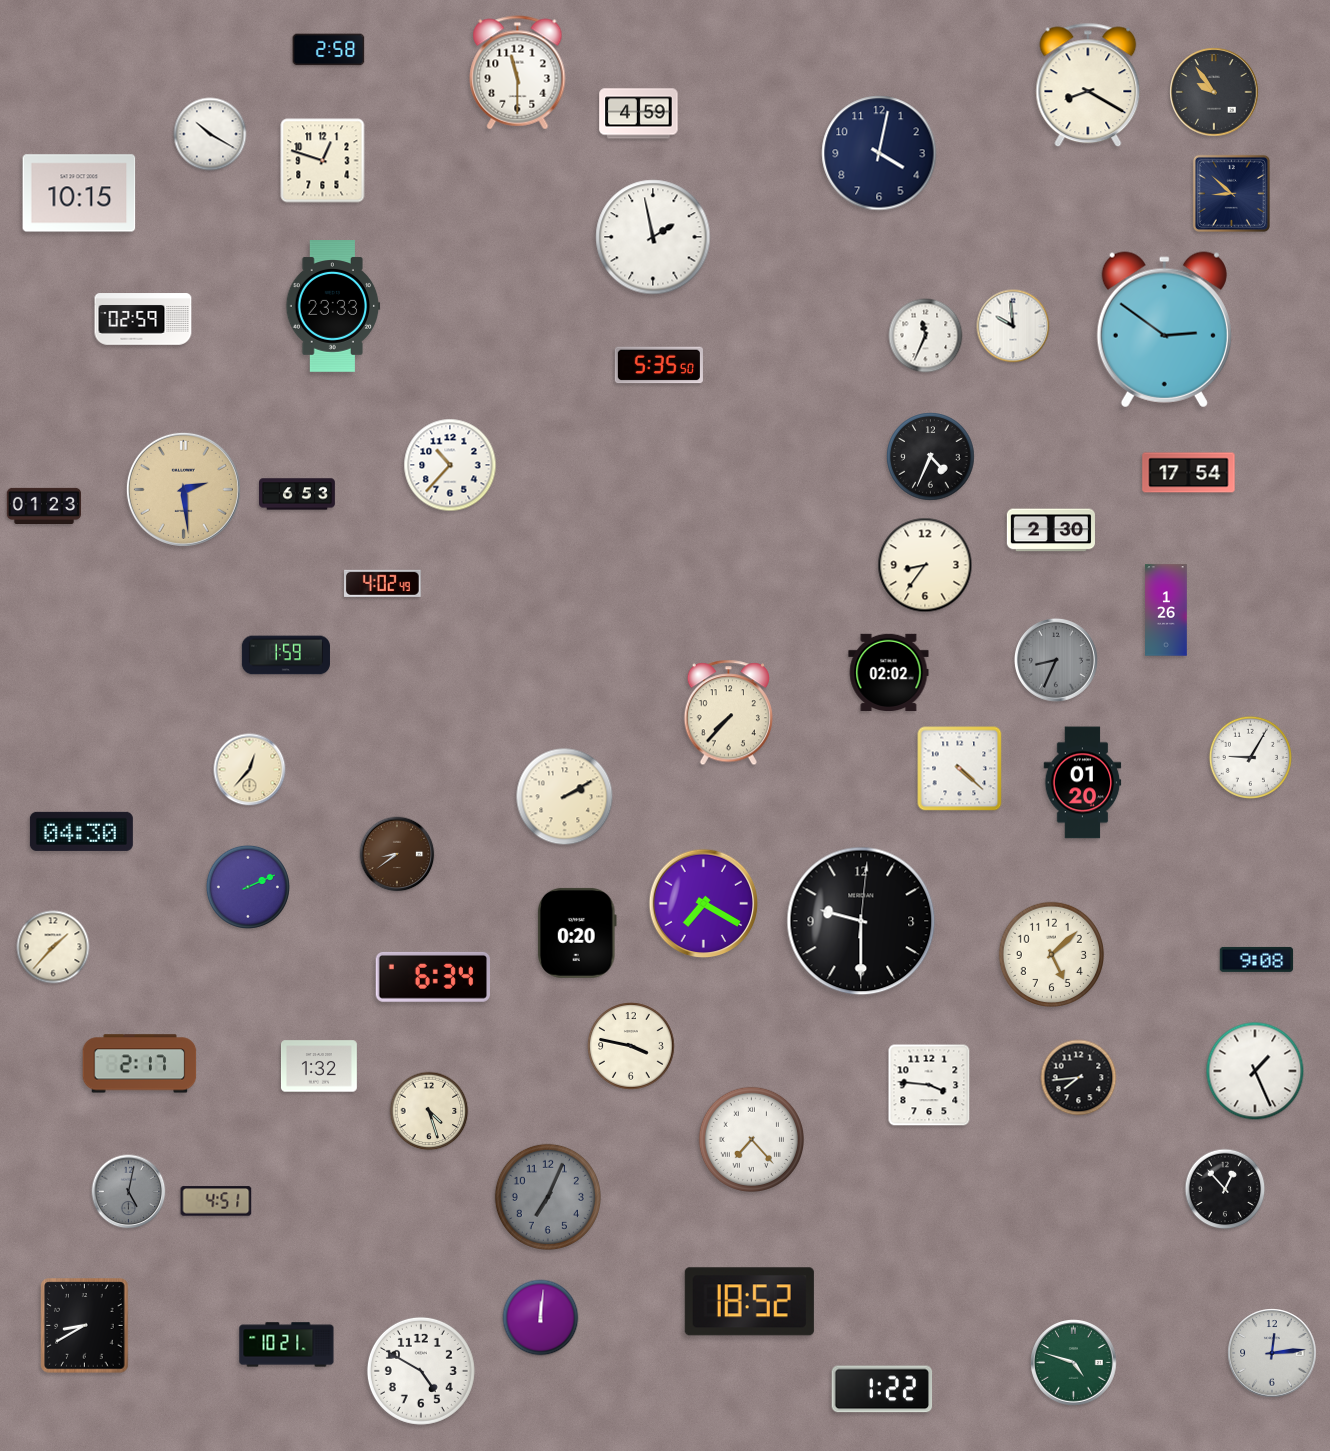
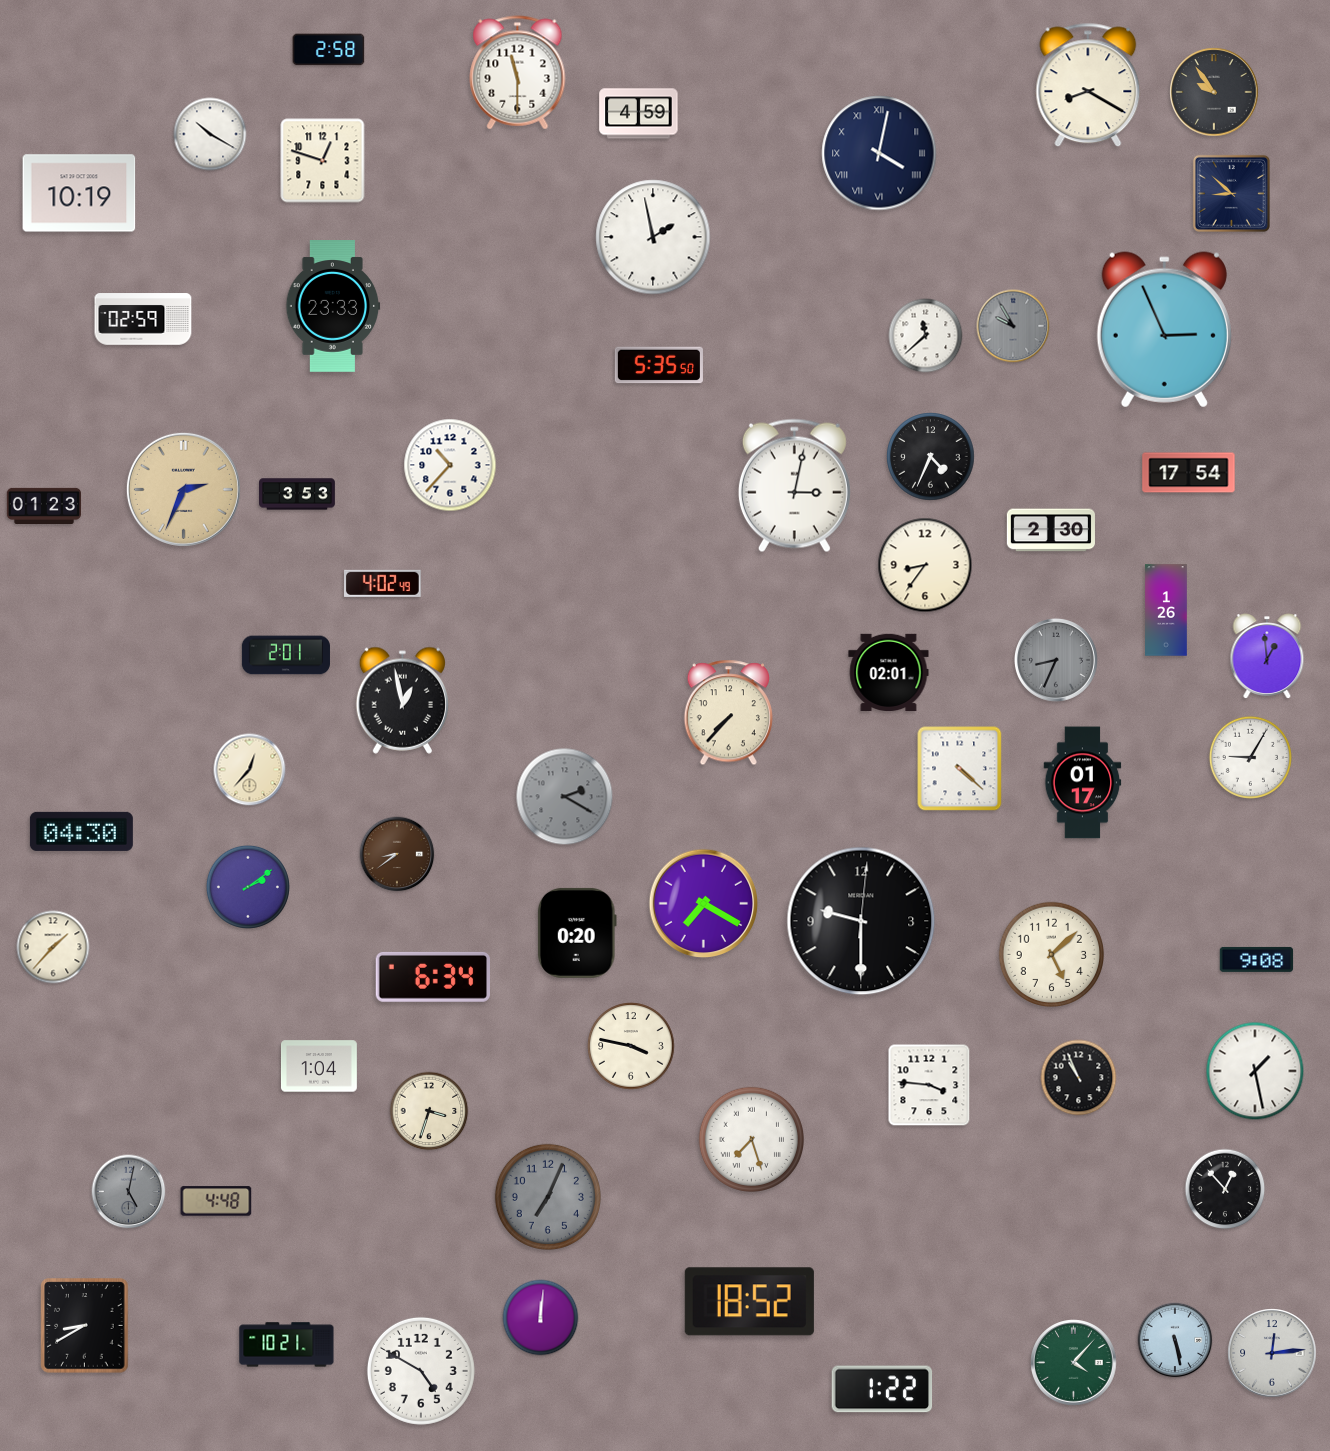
clock at (879, 153) numerals: Arabic -> Roman
clock at (79, 193): 10:15 -> 10:19
clock at (1013, 326): 9:59 -> 9:55
clock at (1013, 326) dial: white -> grey
clock at (1164, 330): 2:51 -> 2:56
clock at (926, 336): 11:34 -> 11:38
clock at (794, 486): none -> 3:02
clock at (183, 489): 2:29 -> 2:34
clock at (298, 494): 6:53 -> 3:53
clock at (286, 655): 1:59 -> 2:01
clock at (1267, 656): none -> 12:59
clock at (889, 672): 02:02 -> 02:01
clock at (402, 700): none -> 12:58
clock at (1083, 783): 01:20 -> 01:17
clock at (565, 797): 2:10 -> 2:20
clock at (565, 797) dial: cream -> grey
clock at (248, 887): 2:11 -> 2:09
clock at (140, 1064): 2:17 -> none
clock at (319, 1066): 1:32 -> 1:04
clock at (1255, 1071): 1:26 -> 1:28
clock at (1079, 1078): 7:44 -> 10:56
clock at (429, 1111): 4:27 -> 3:33
clock at (751, 1139): 7:23 -> 7:27
clock at (216, 1201): 4:51 -> 4:48
clock at (1175, 1340): none -> 5:28
clock at (1074, 1363): 4:48 -> 4:07
